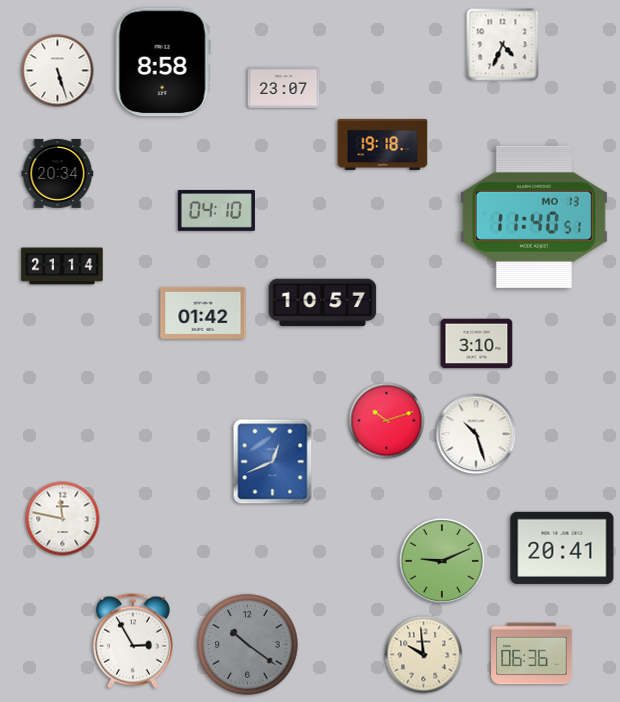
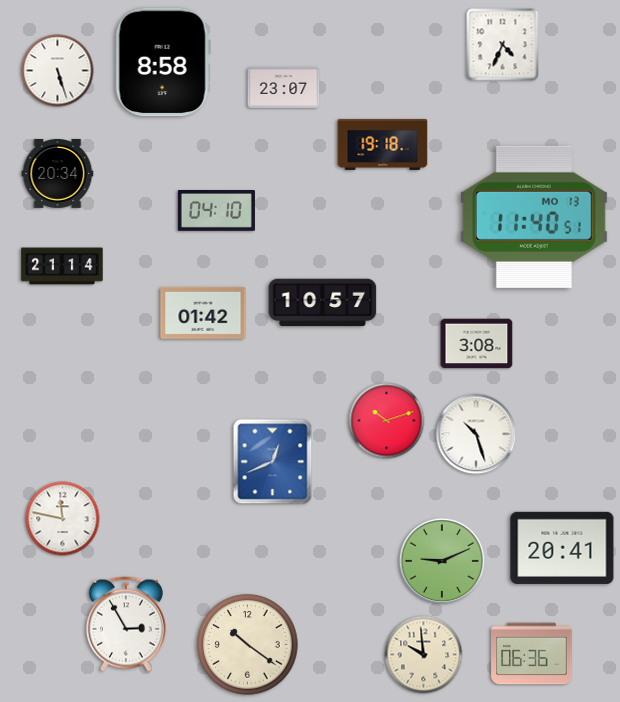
clock at (477, 344): 3:10 -> 3:08
clock at (133, 641) position: (133, 641) -> (126, 624)
clock at (248, 645) dial: grey -> cream
